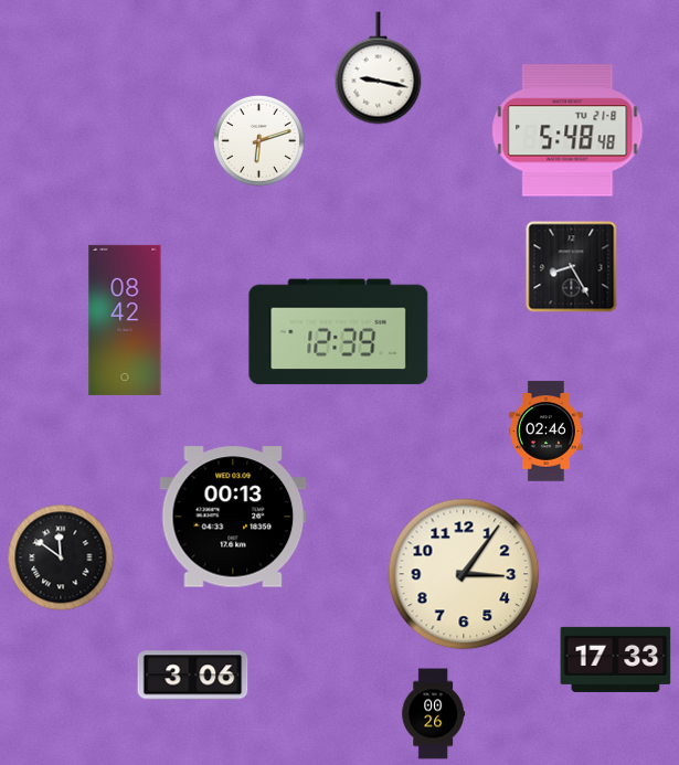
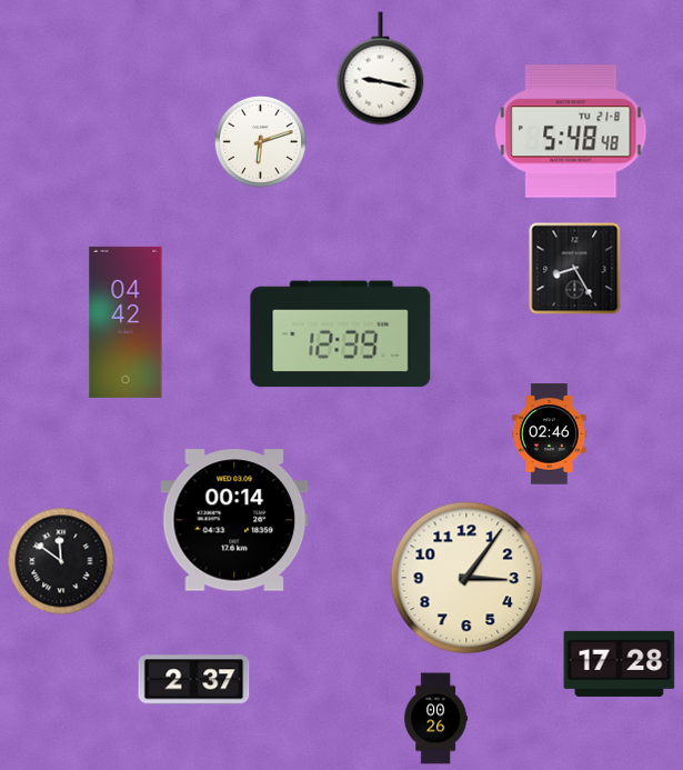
clock at (125, 320): 08:42 -> 04:42
clock at (233, 517): 00:13 -> 00:14
clock at (616, 659): 17:33 -> 17:28
clock at (193, 676): 3:06 -> 2:37
